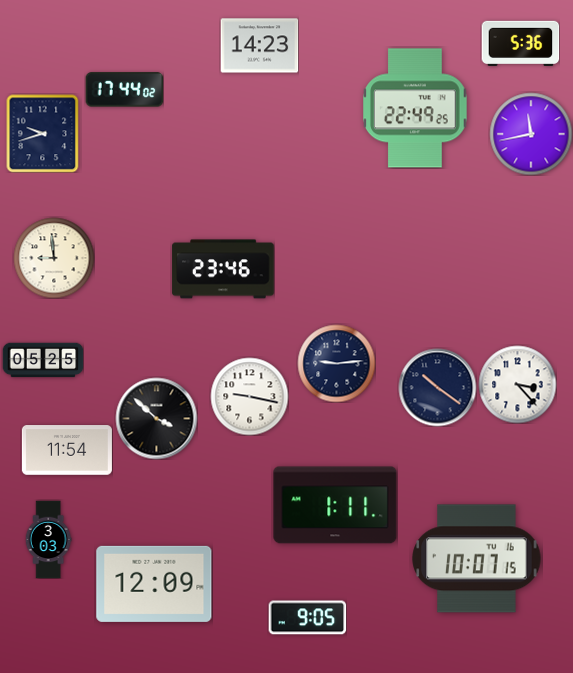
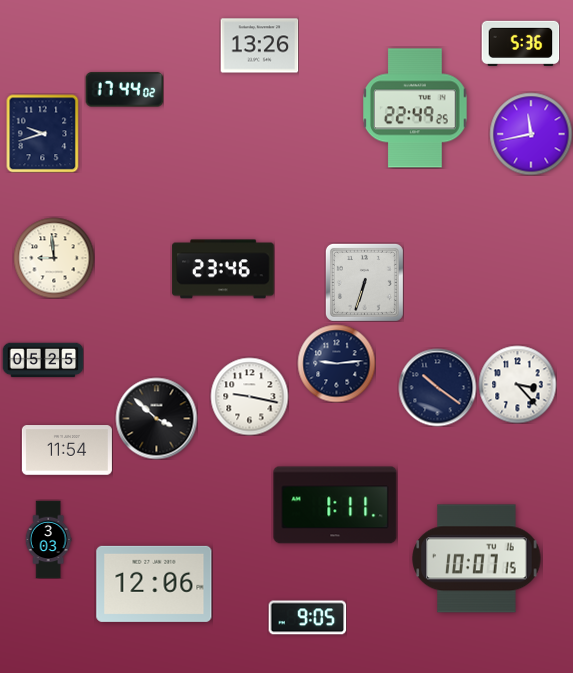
clock at (259, 46): 14:23 -> 13:26
clock at (364, 282): none -> 6:33
clock at (154, 584): 12:09 -> 12:06
